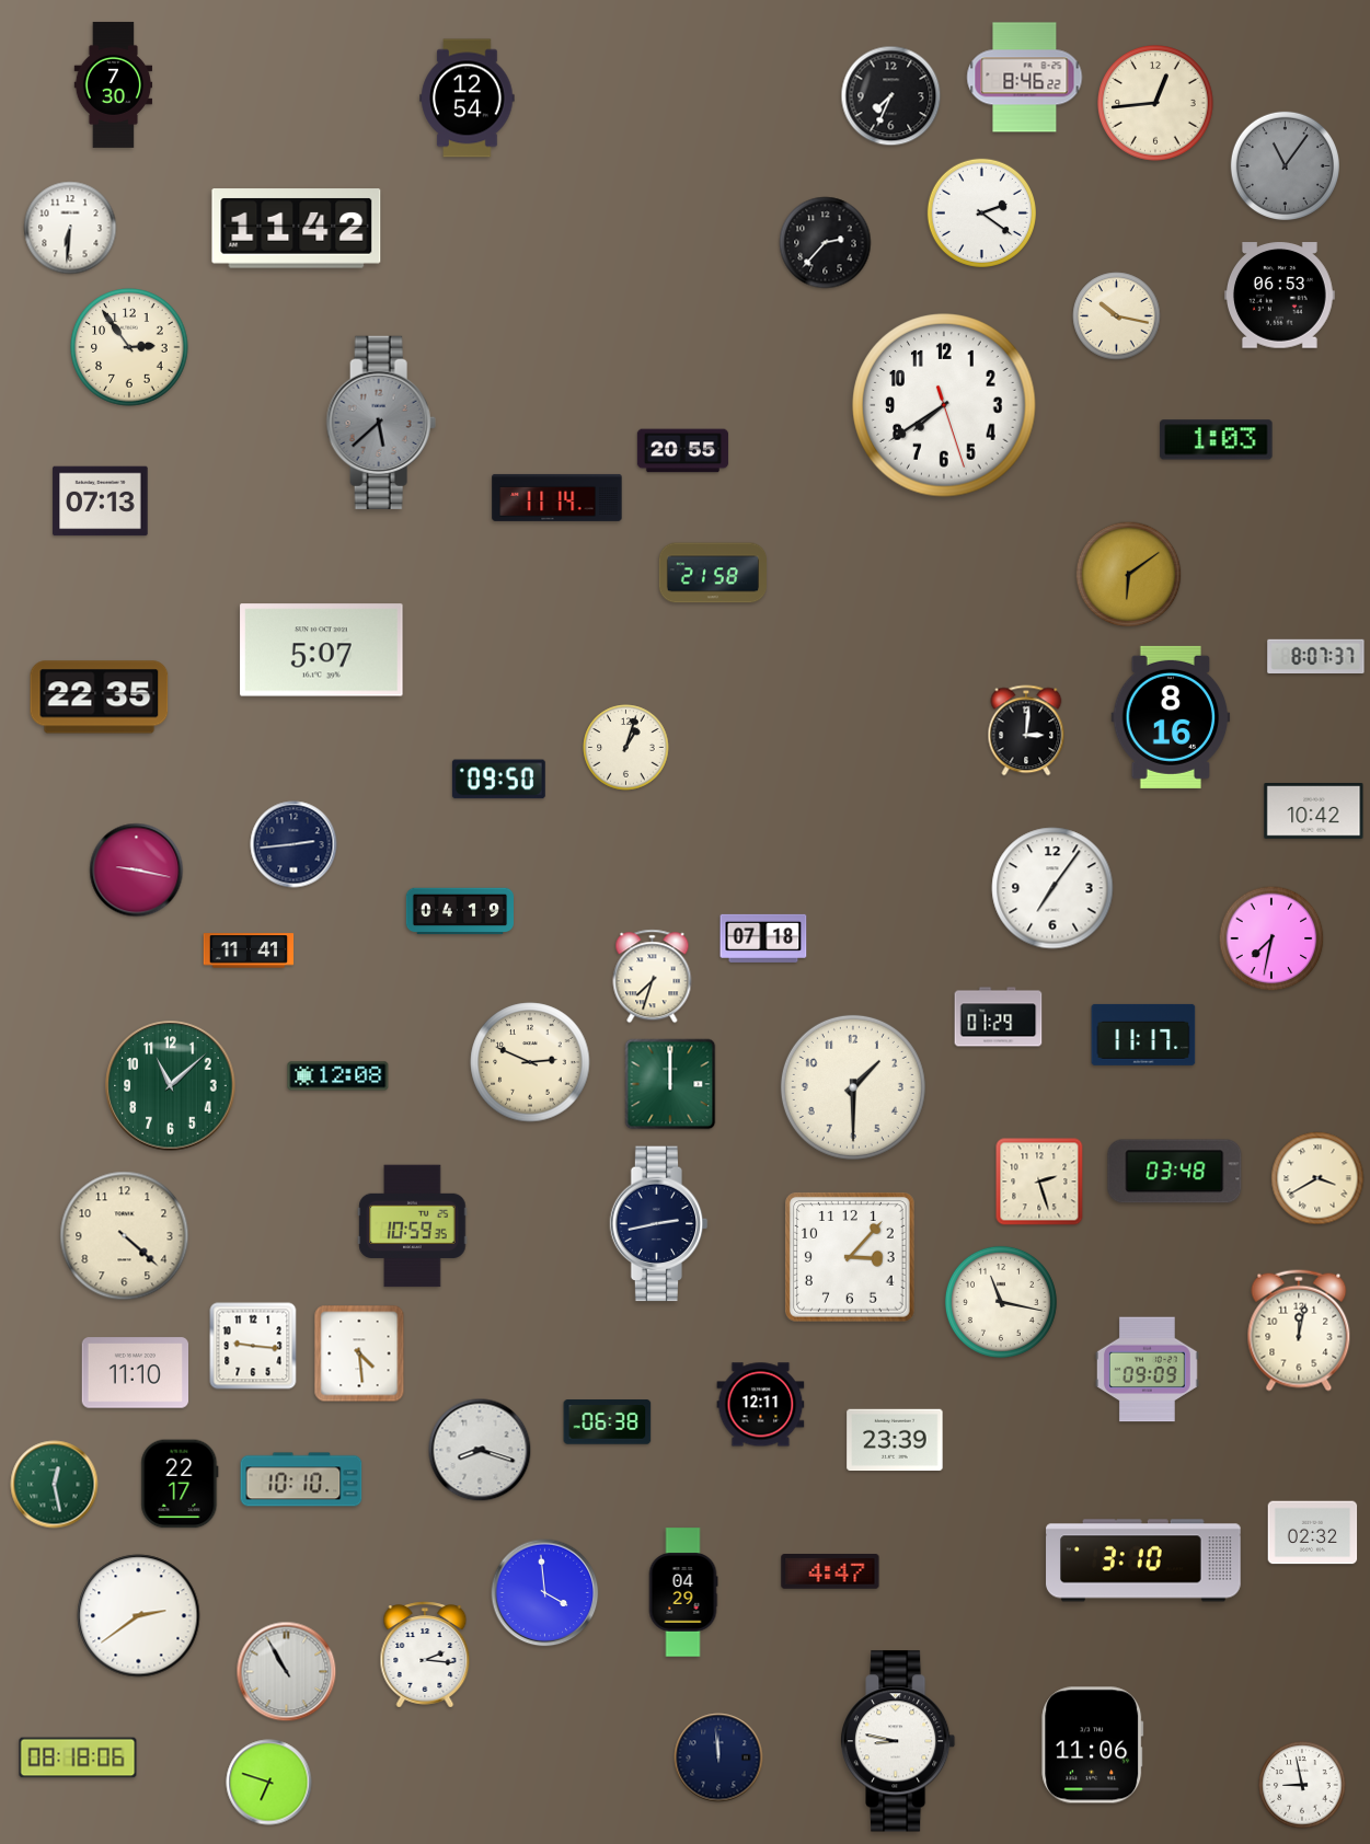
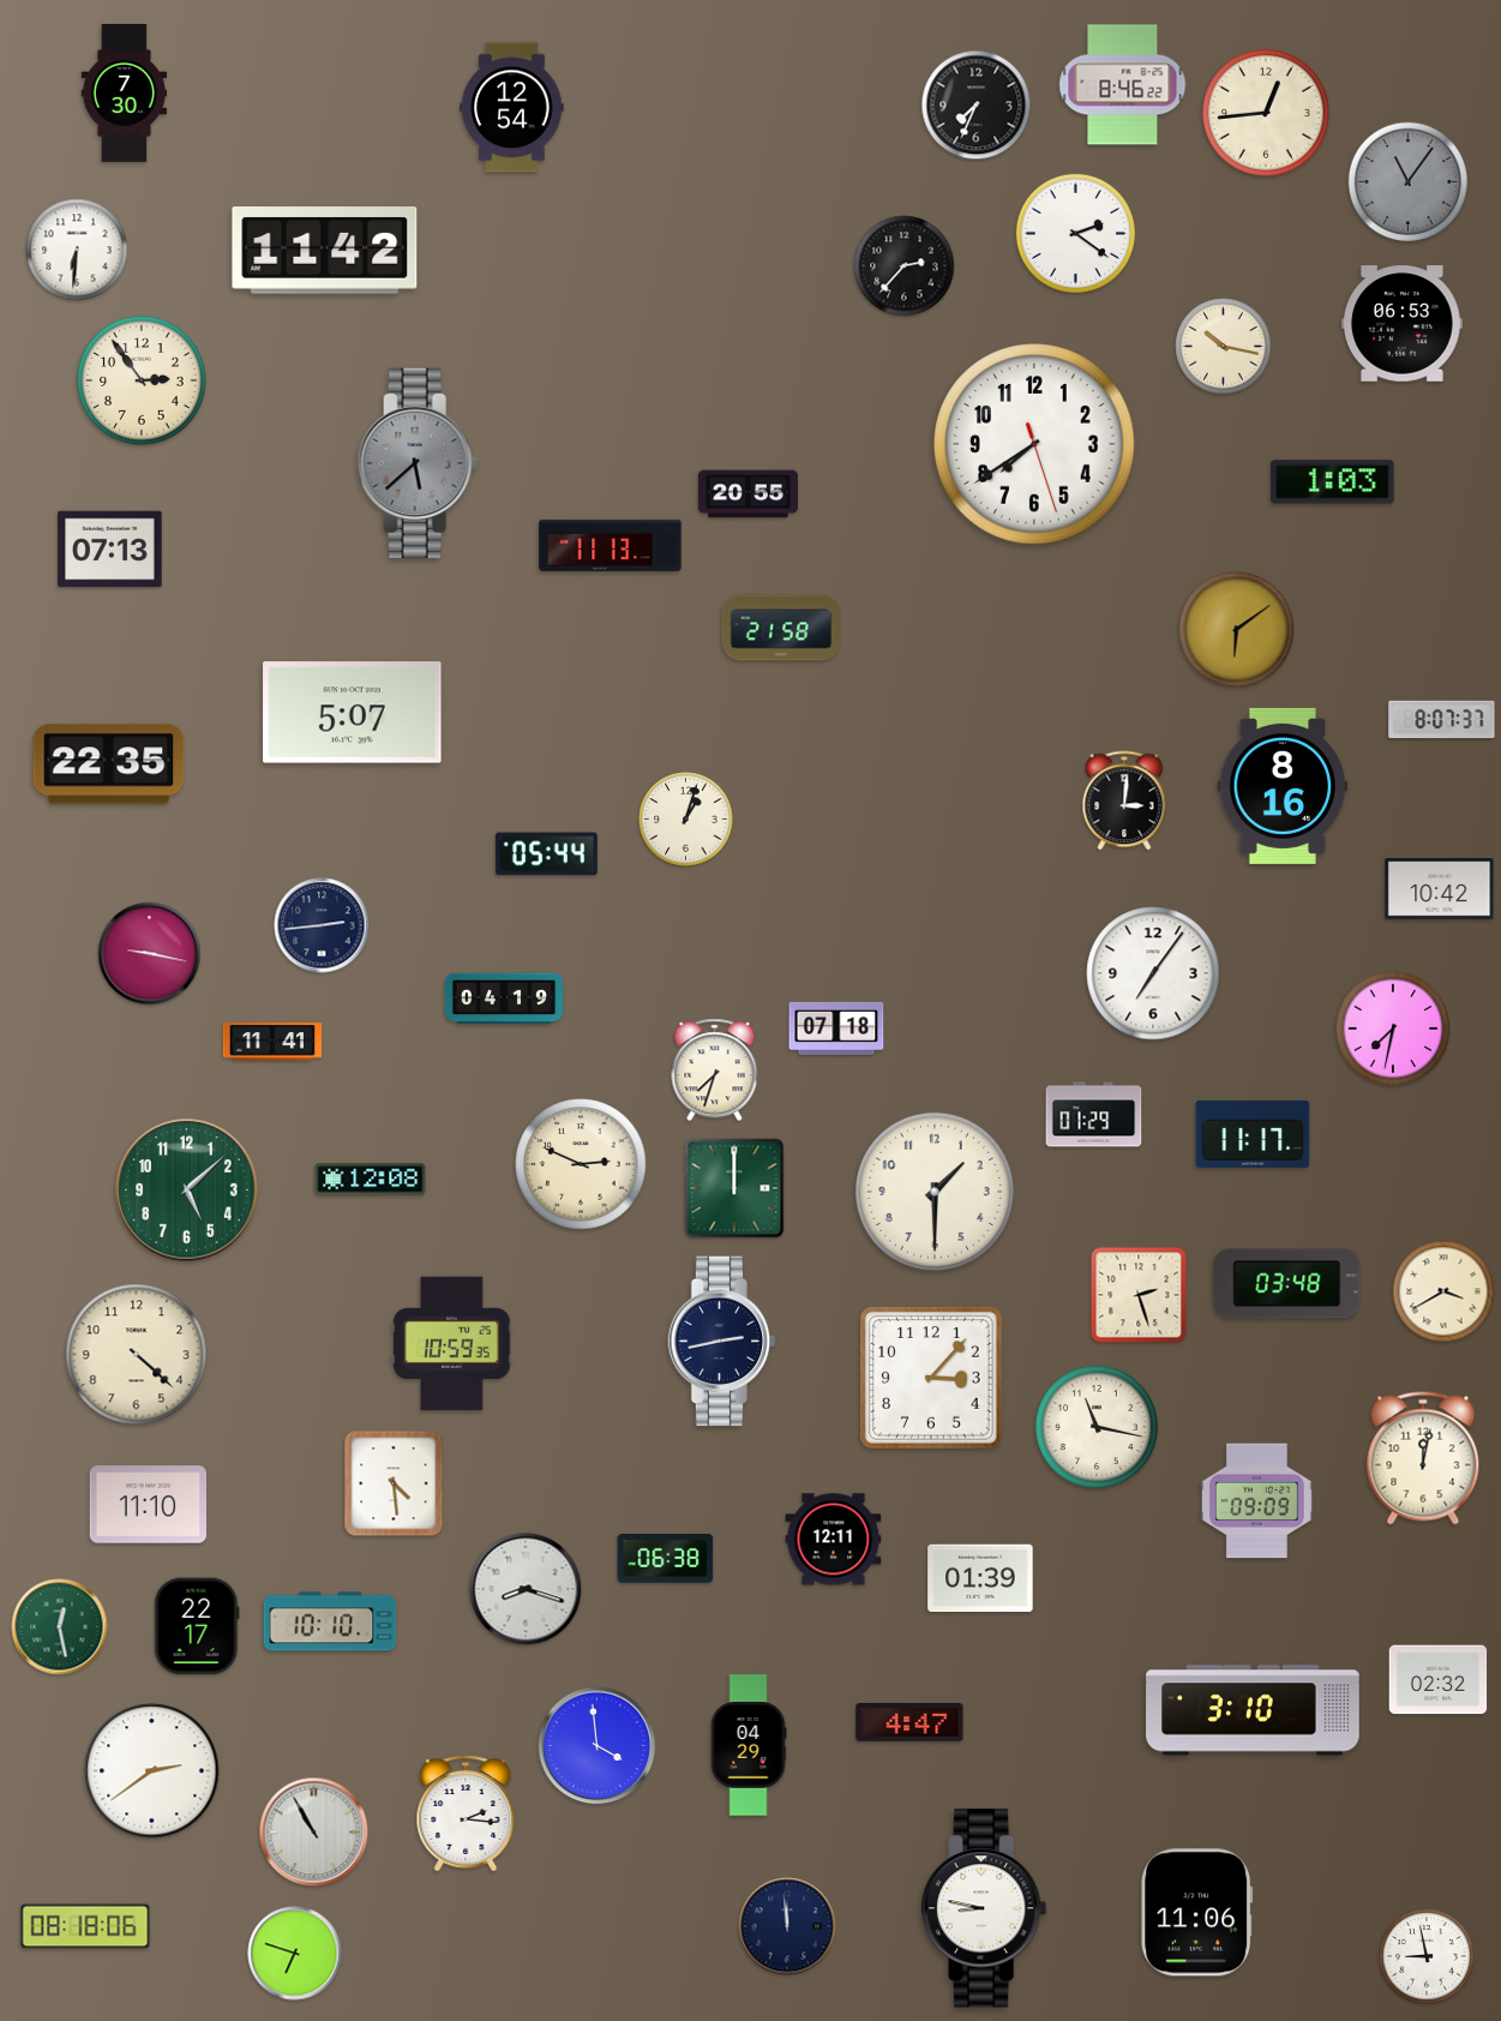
clock at (557, 497): 11:14 -> 11:13
clock at (498, 780): 09:50 -> 05:44
clock at (171, 1086): 11:08 -> 5:08
clock at (253, 1346): 9:16 -> none
clock at (895, 1440): 23:39 -> 01:39
